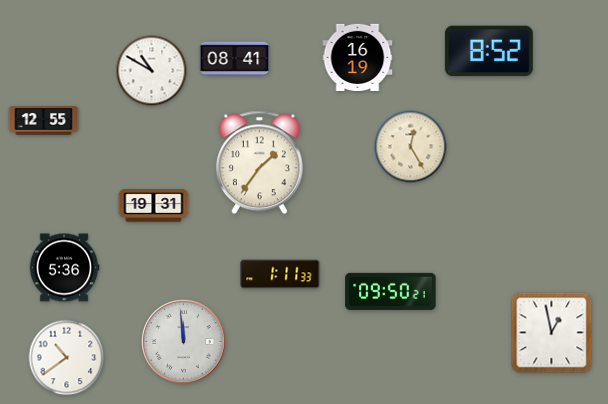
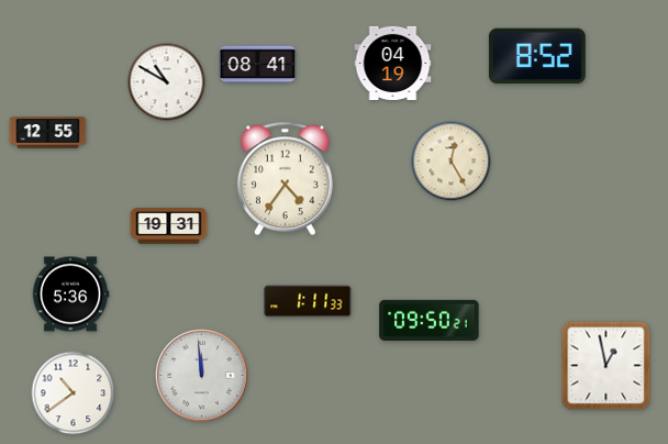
clock at (358, 57): 16:19 -> 04:19
clock at (152, 71) position: (152, 71) -> (167, 82)
clock at (259, 163): 1:36 -> 4:36
